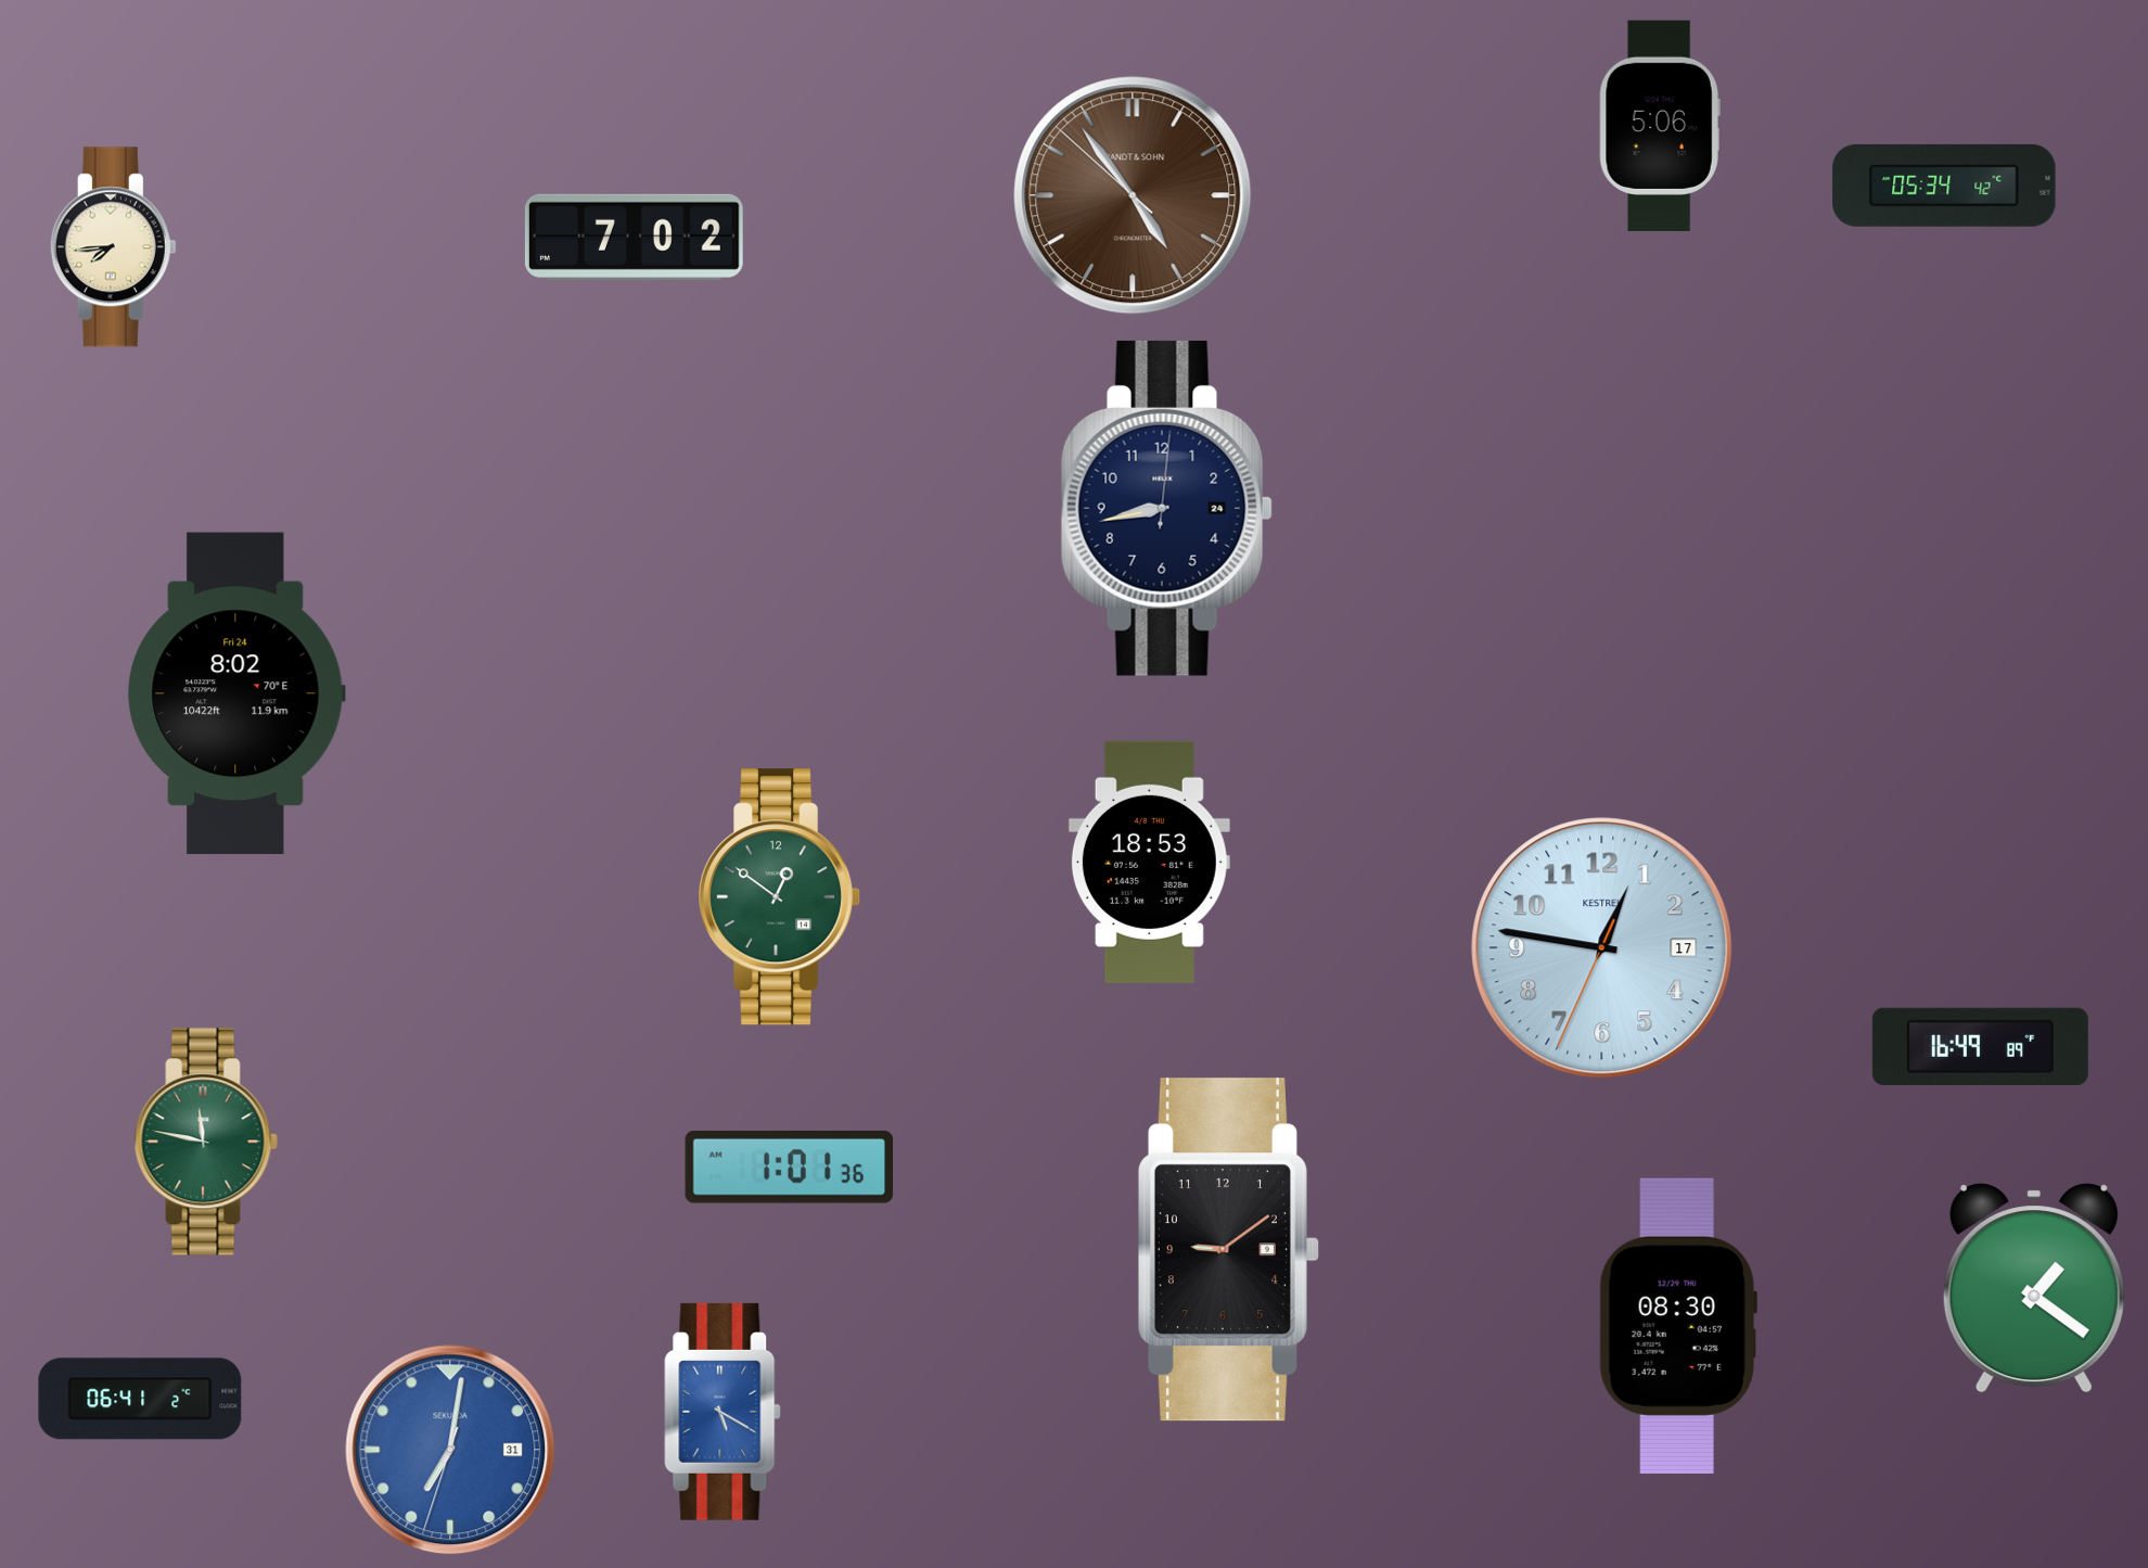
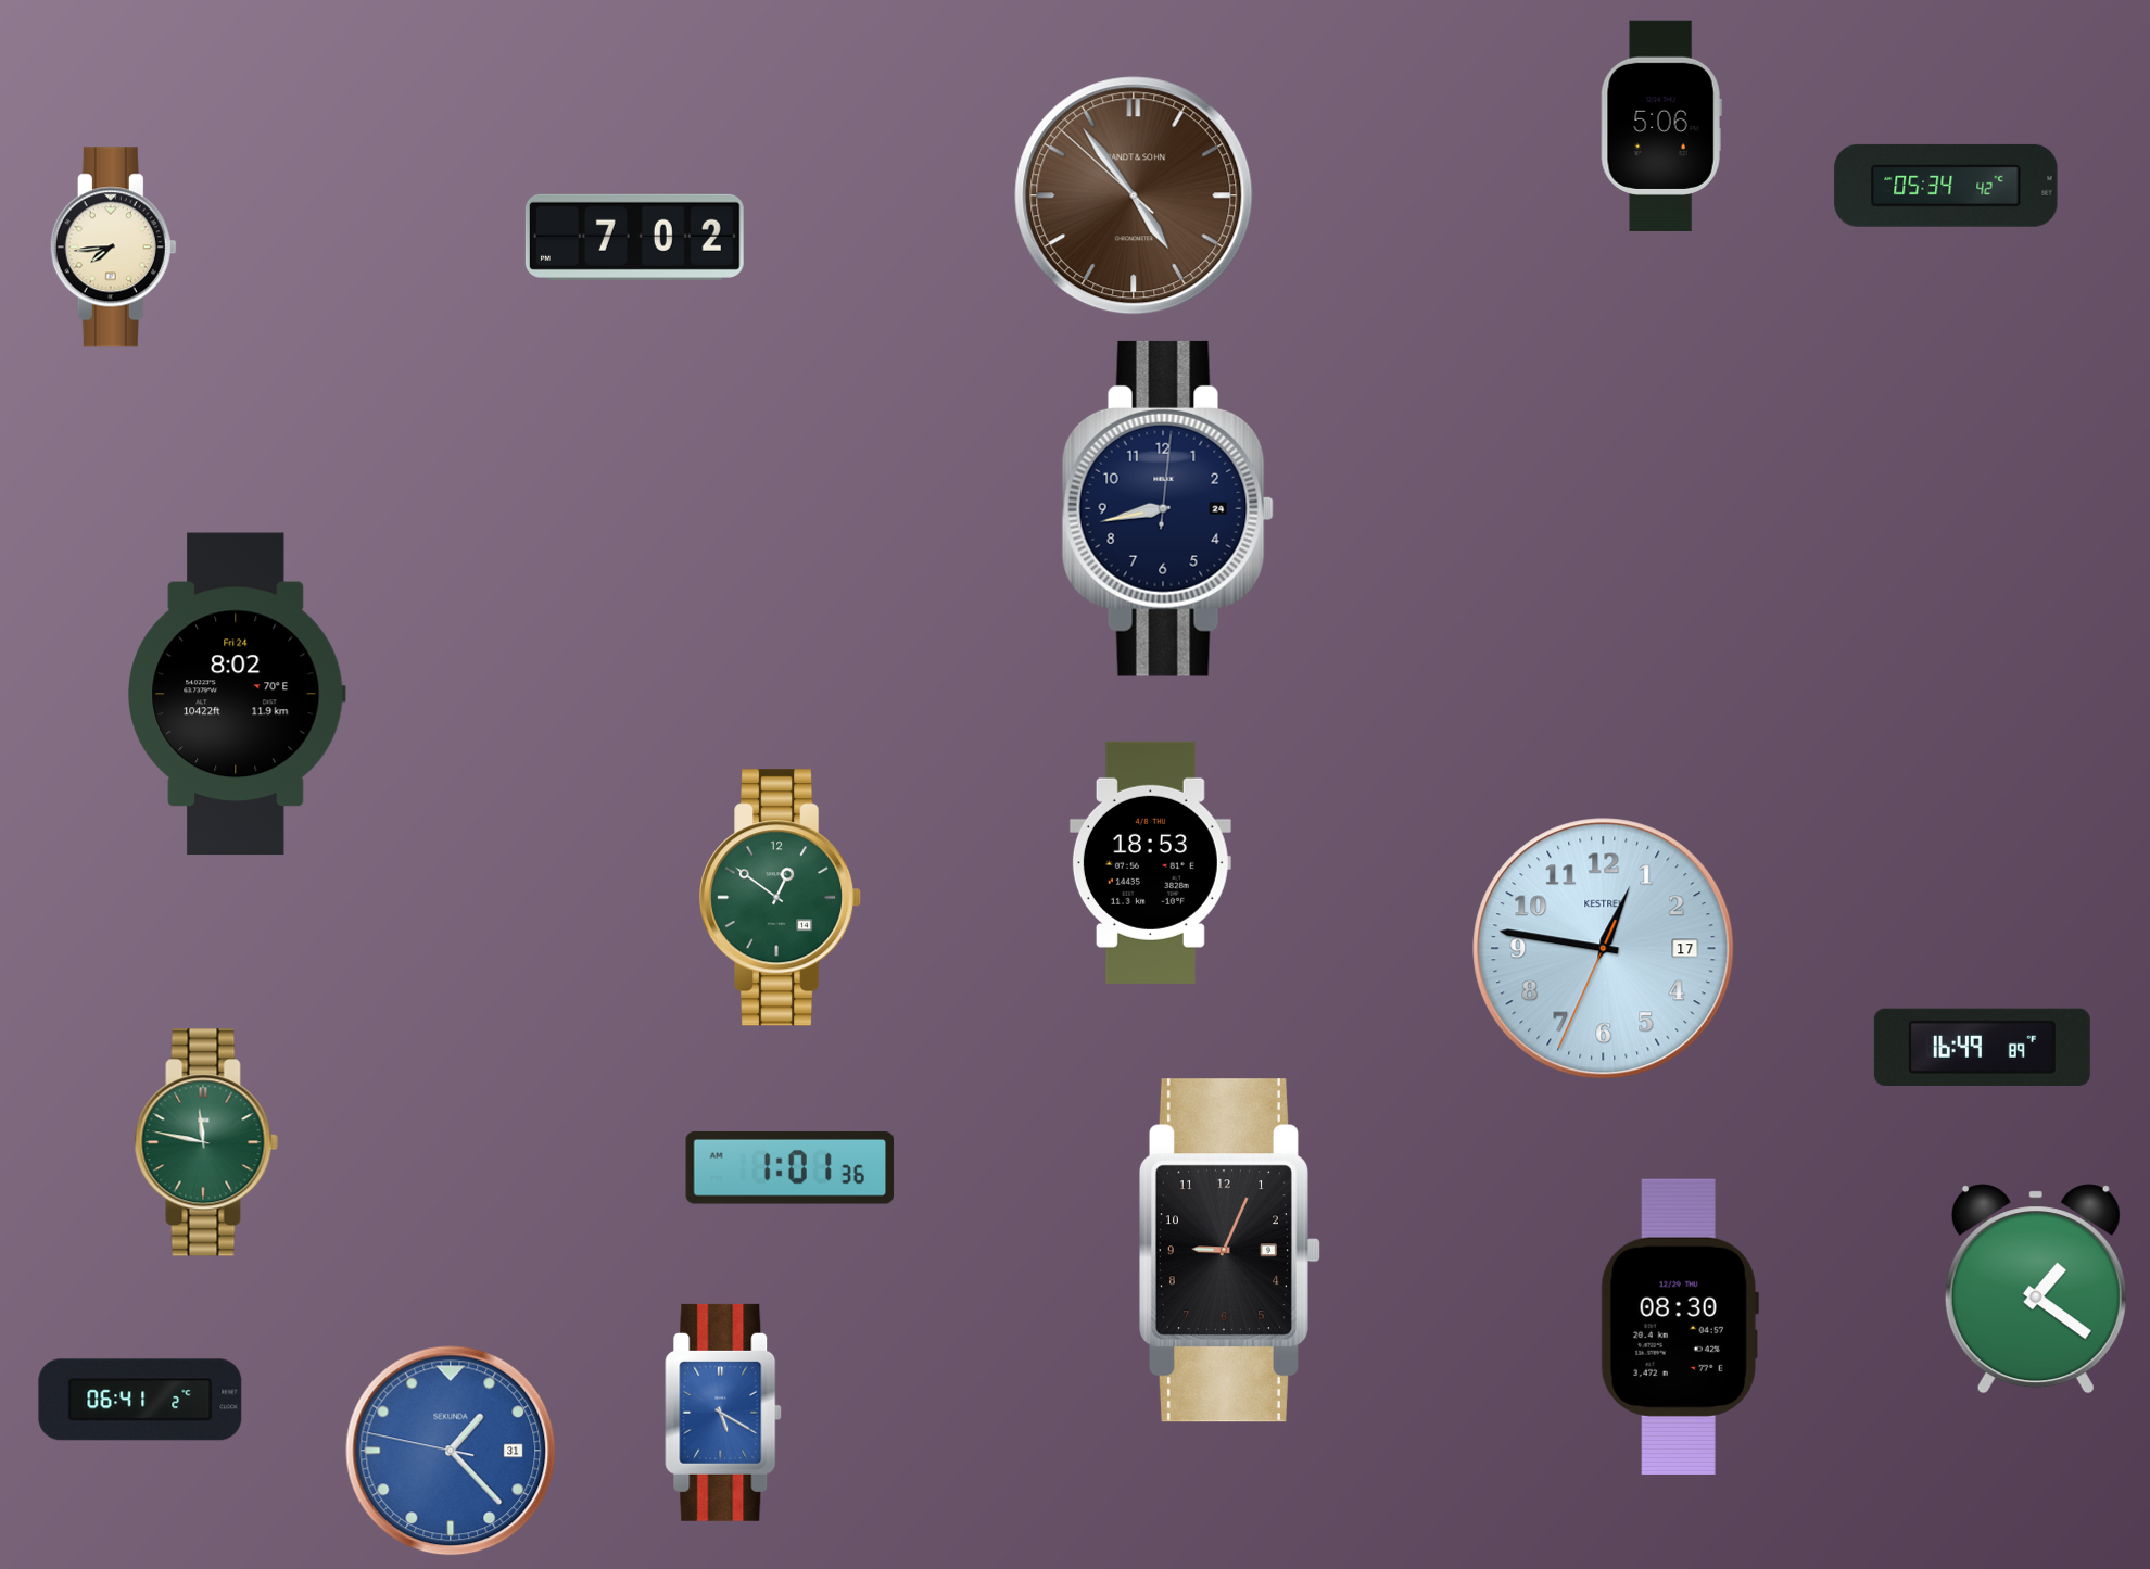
clock at (1228, 1250): 9:09 -> 9:04
clock at (450, 1450): 7:01 -> 1:22
